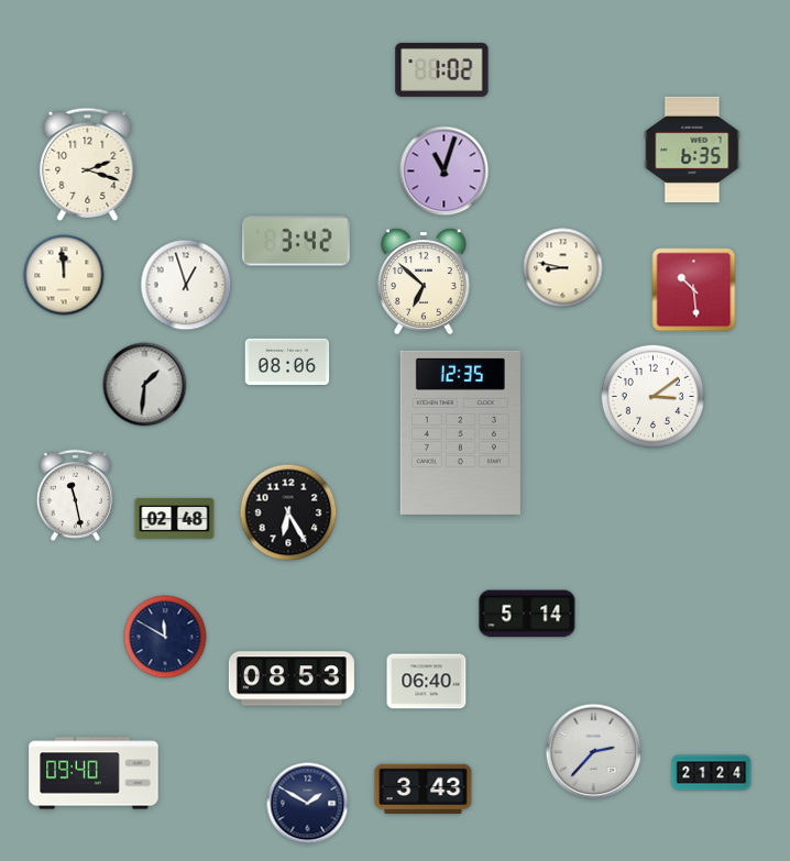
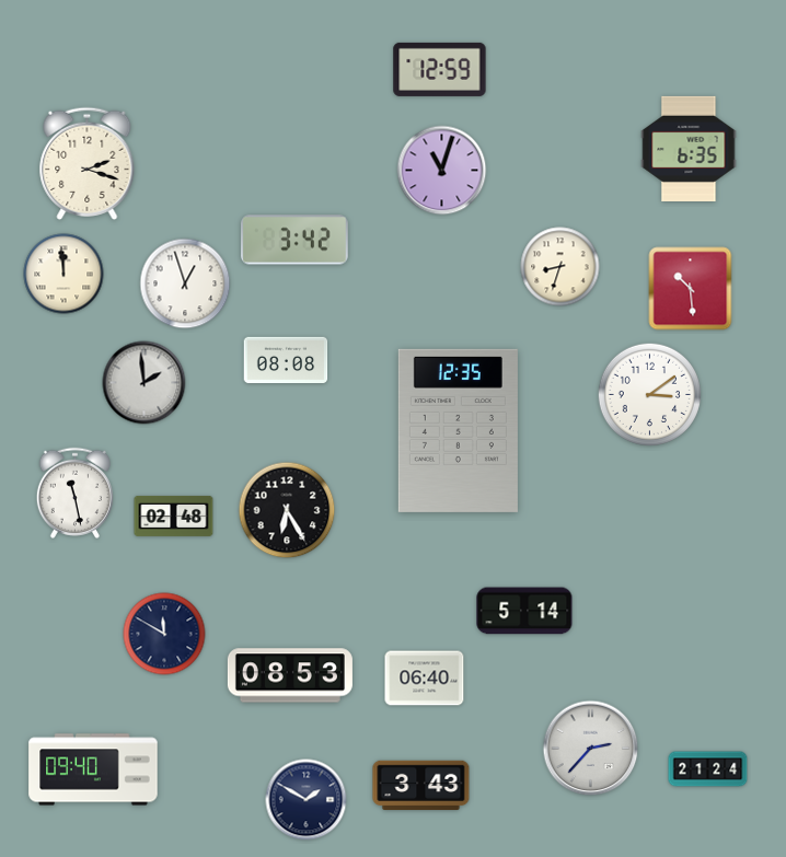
clock at (442, 69): 1:02 -> 12:59
clock at (563, 268): 8:47 -> 8:33
clock at (424, 282): 6:52 -> none
clock at (287, 362): 08:06 -> 08:08
clock at (145, 385): 1:31 -> 1:59
